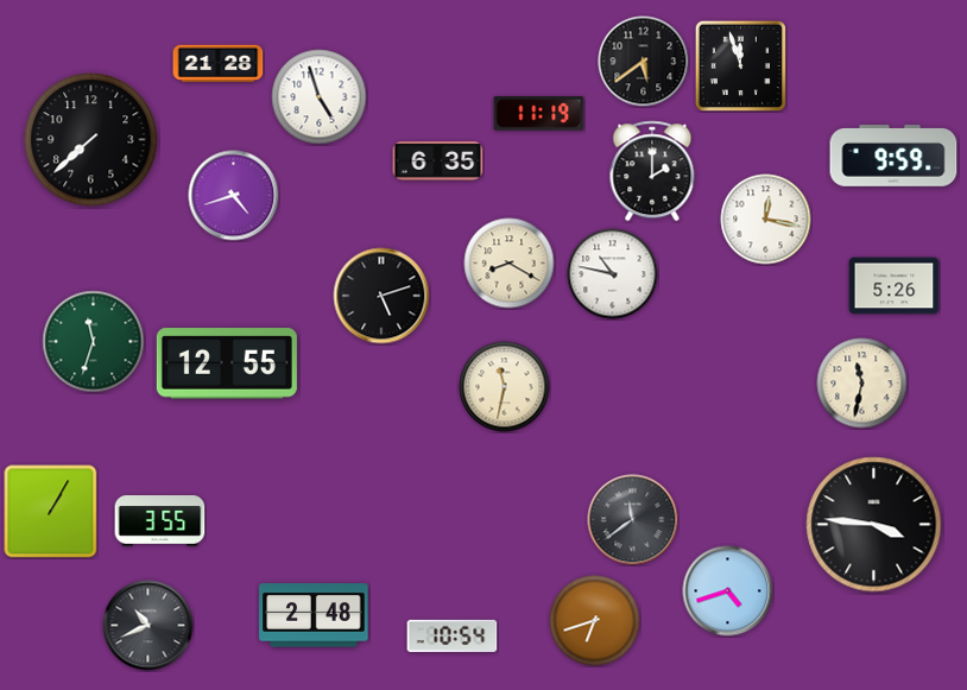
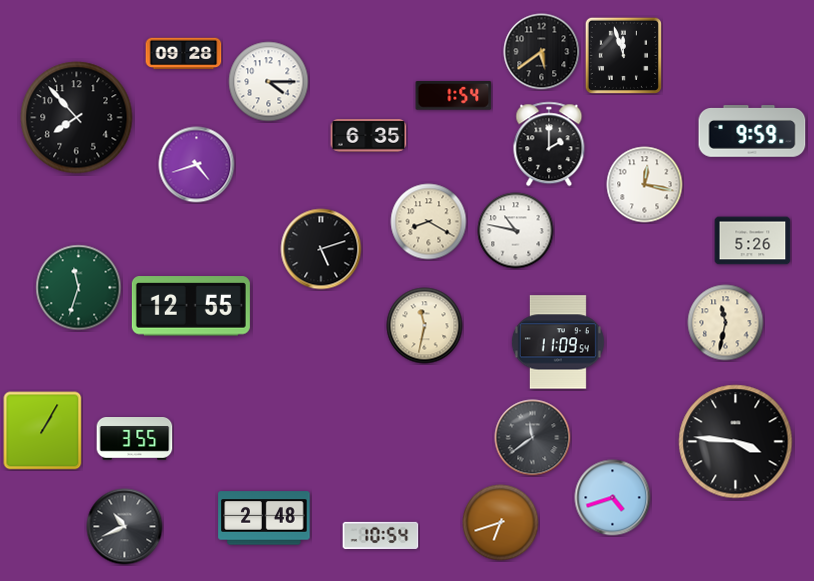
clock at (219, 64): 21:28 -> 09:28
clock at (320, 97): 4:57 -> 4:15
clock at (539, 114): 11:19 -> 1:54
clock at (91, 140): 7:38 -> 7:53
clock at (558, 342): none -> 11:09
